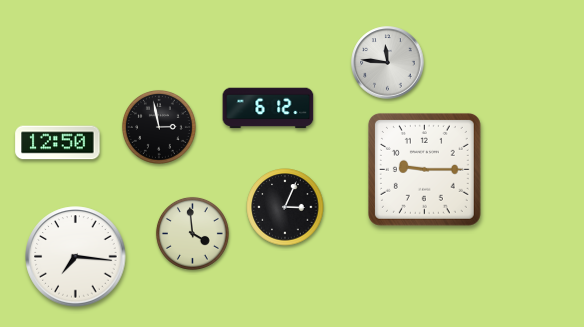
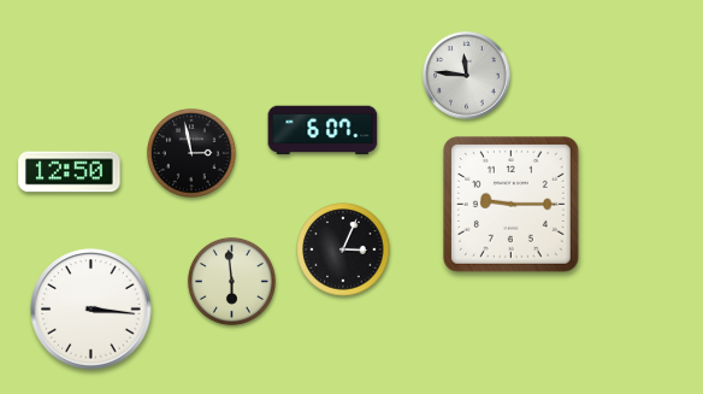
clock at (268, 108): 6:12 -> 6:07
clock at (192, 233): 3:59 -> 5:59
clock at (76, 257): 7:16 -> 3:16
